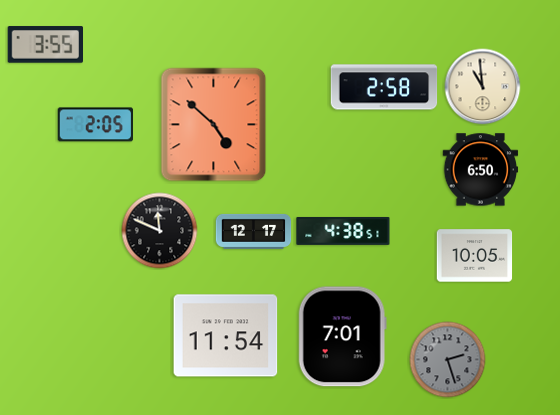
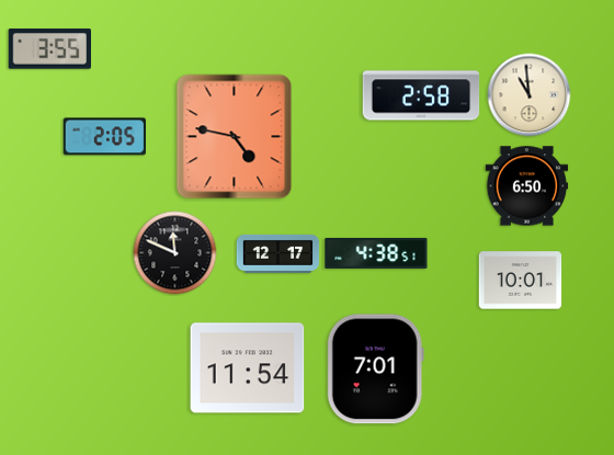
clock at (214, 125): 4:52 -> 4:47
clock at (475, 256): 10:05 -> 10:01
clock at (448, 360): 2:27 -> none
